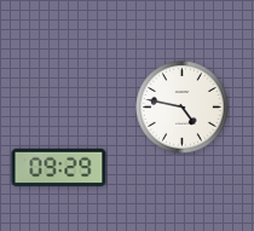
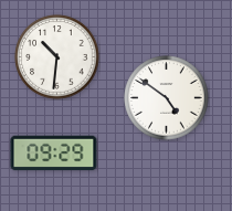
clock at (57, 57): none -> 10:31
clock at (183, 108): 4:47 -> 4:51
